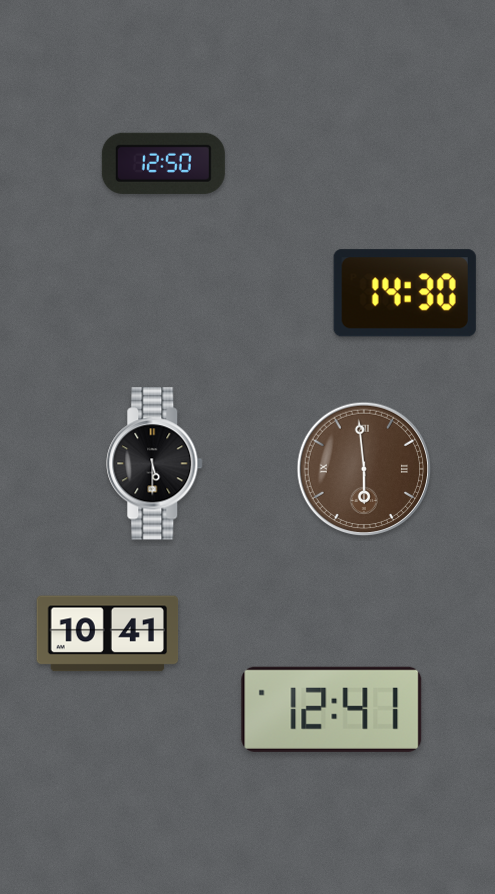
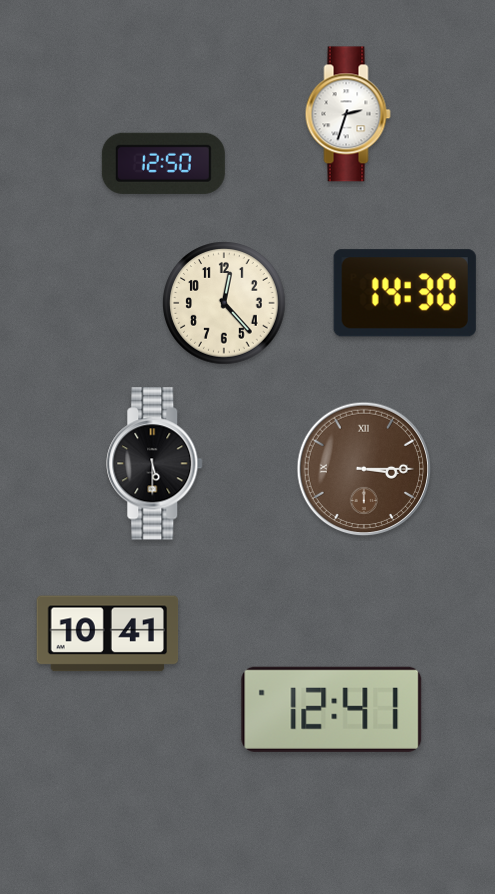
clock at (348, 114): none -> 2:33
clock at (224, 303): none -> 12:23
clock at (364, 469): 5:59 -> 3:15
